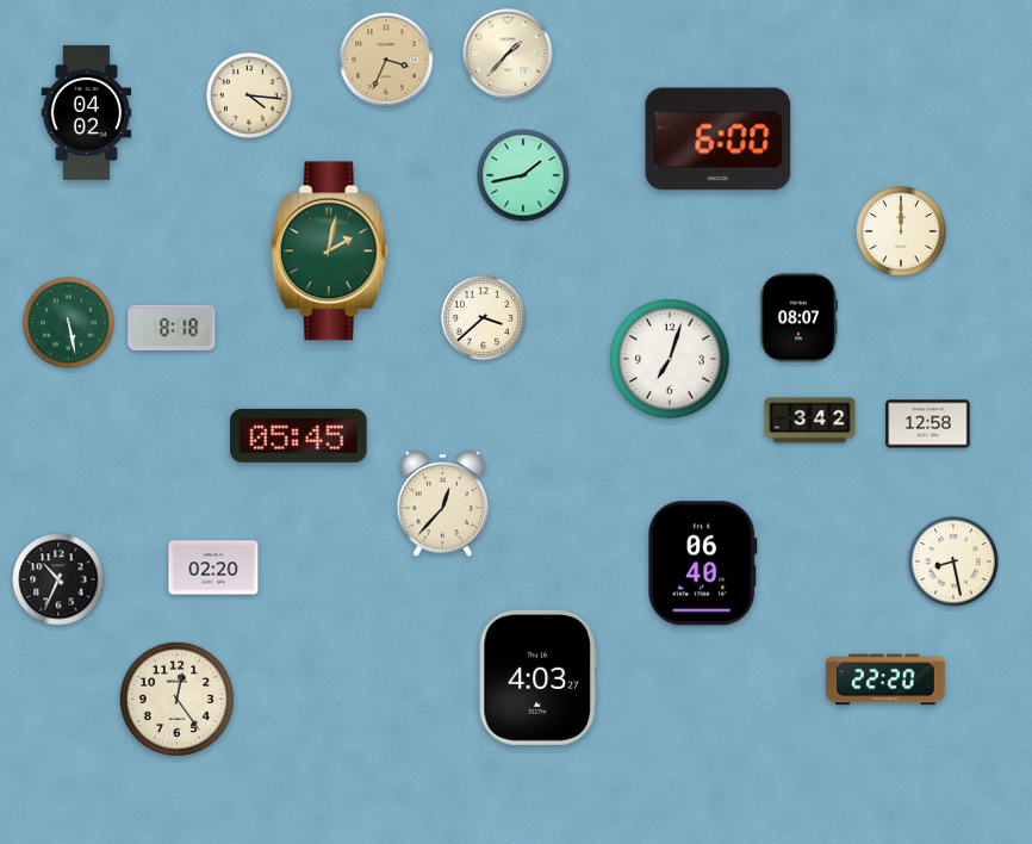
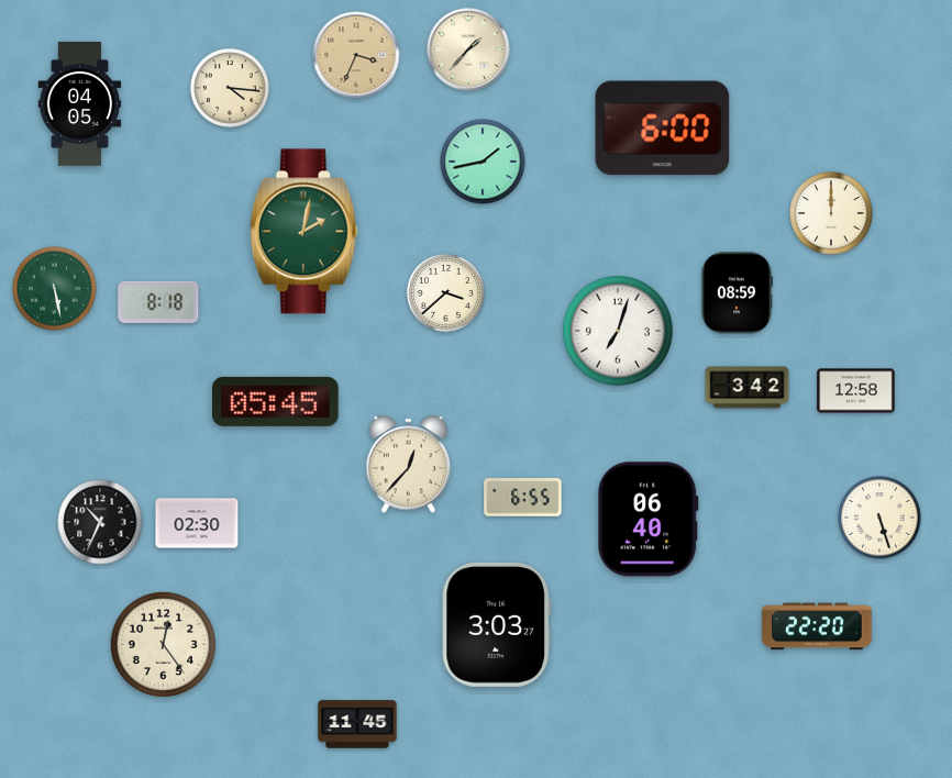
clock at (87, 112): 04:02 -> 04:05
clock at (798, 318): 08:07 -> 08:59
clock at (69, 323) position: (69, 323) -> (55, 289)
clock at (523, 498): none -> 6:55
clock at (953, 561): 8:28 -> 5:27
clock at (213, 567): 02:20 -> 02:30
clock at (58, 579) position: (58, 579) -> (100, 522)
clock at (537, 677): 4:03 -> 3:03
clock at (357, 724): none -> 11:45
